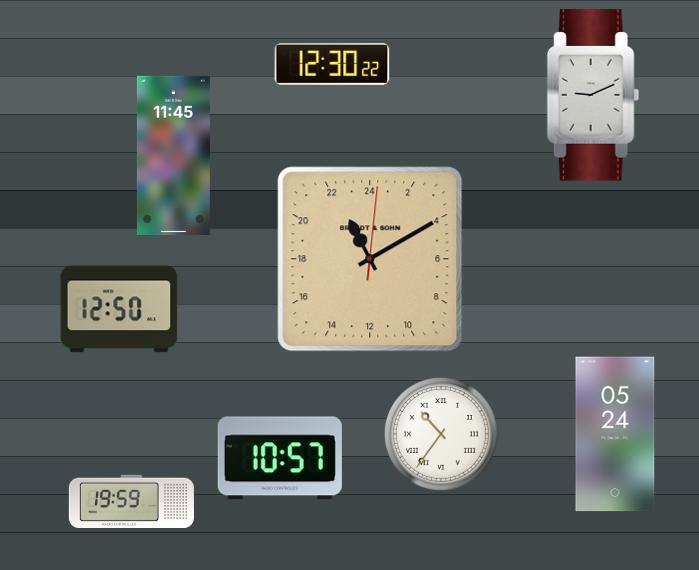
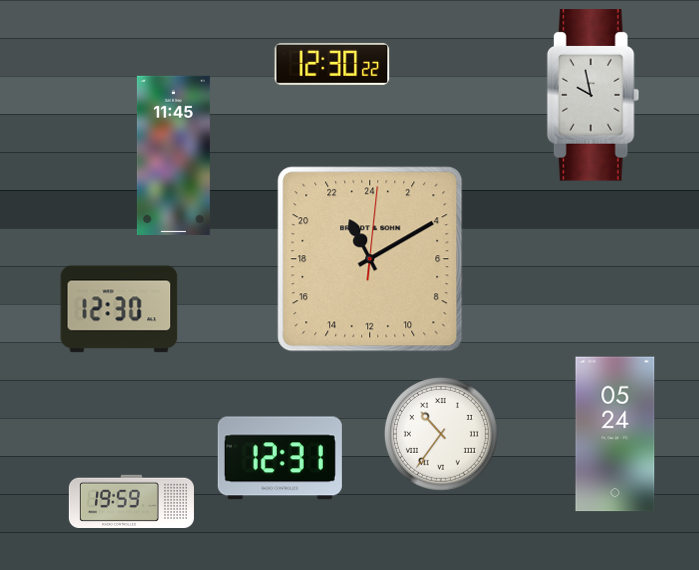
clock at (593, 95): 9:11 -> 9:58
clock at (119, 309): 12:50 -> 12:30
clock at (280, 458): 10:57 -> 12:31
